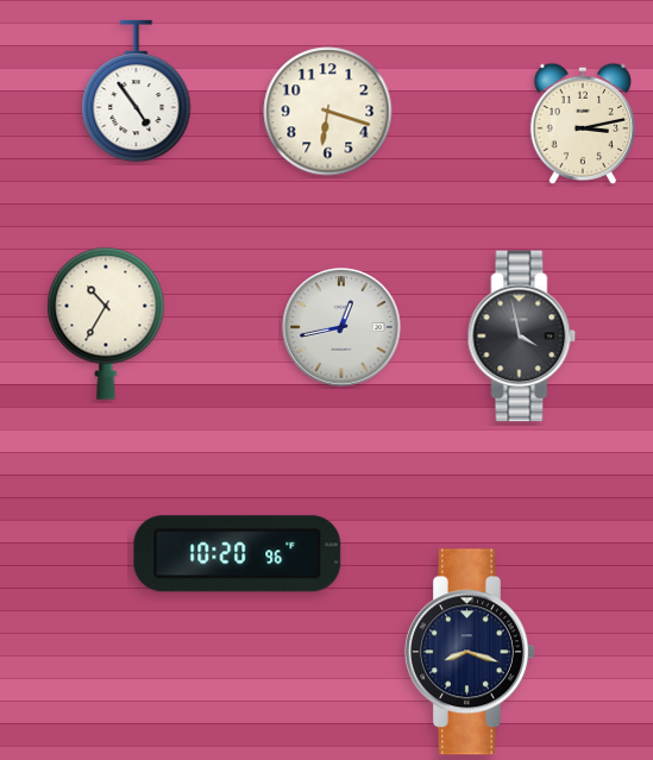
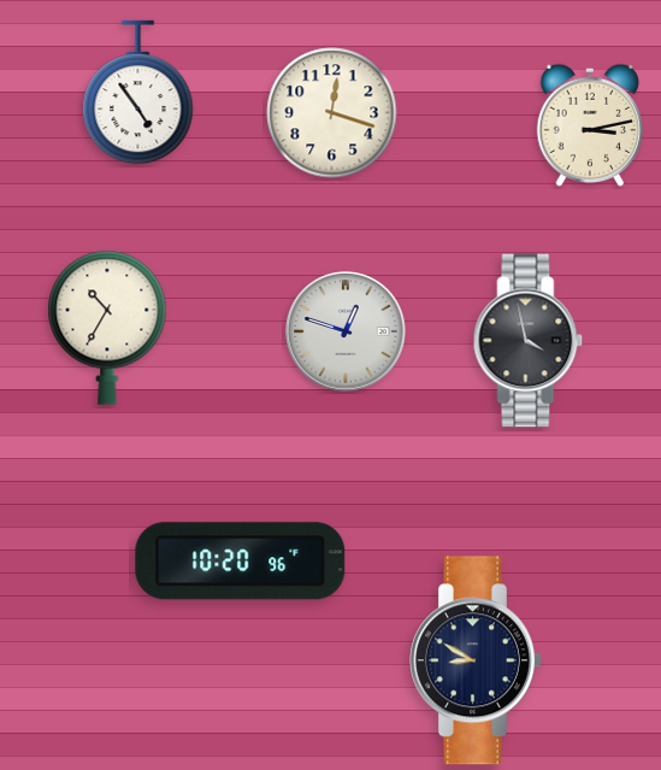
clock at (328, 112): 6:18 -> 12:18
clock at (341, 327): 12:43 -> 12:48
clock at (471, 652): 8:18 -> 8:50
